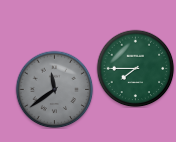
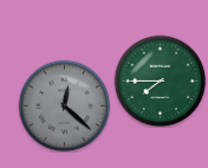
clock at (54, 89): 11:39 -> 12:22
